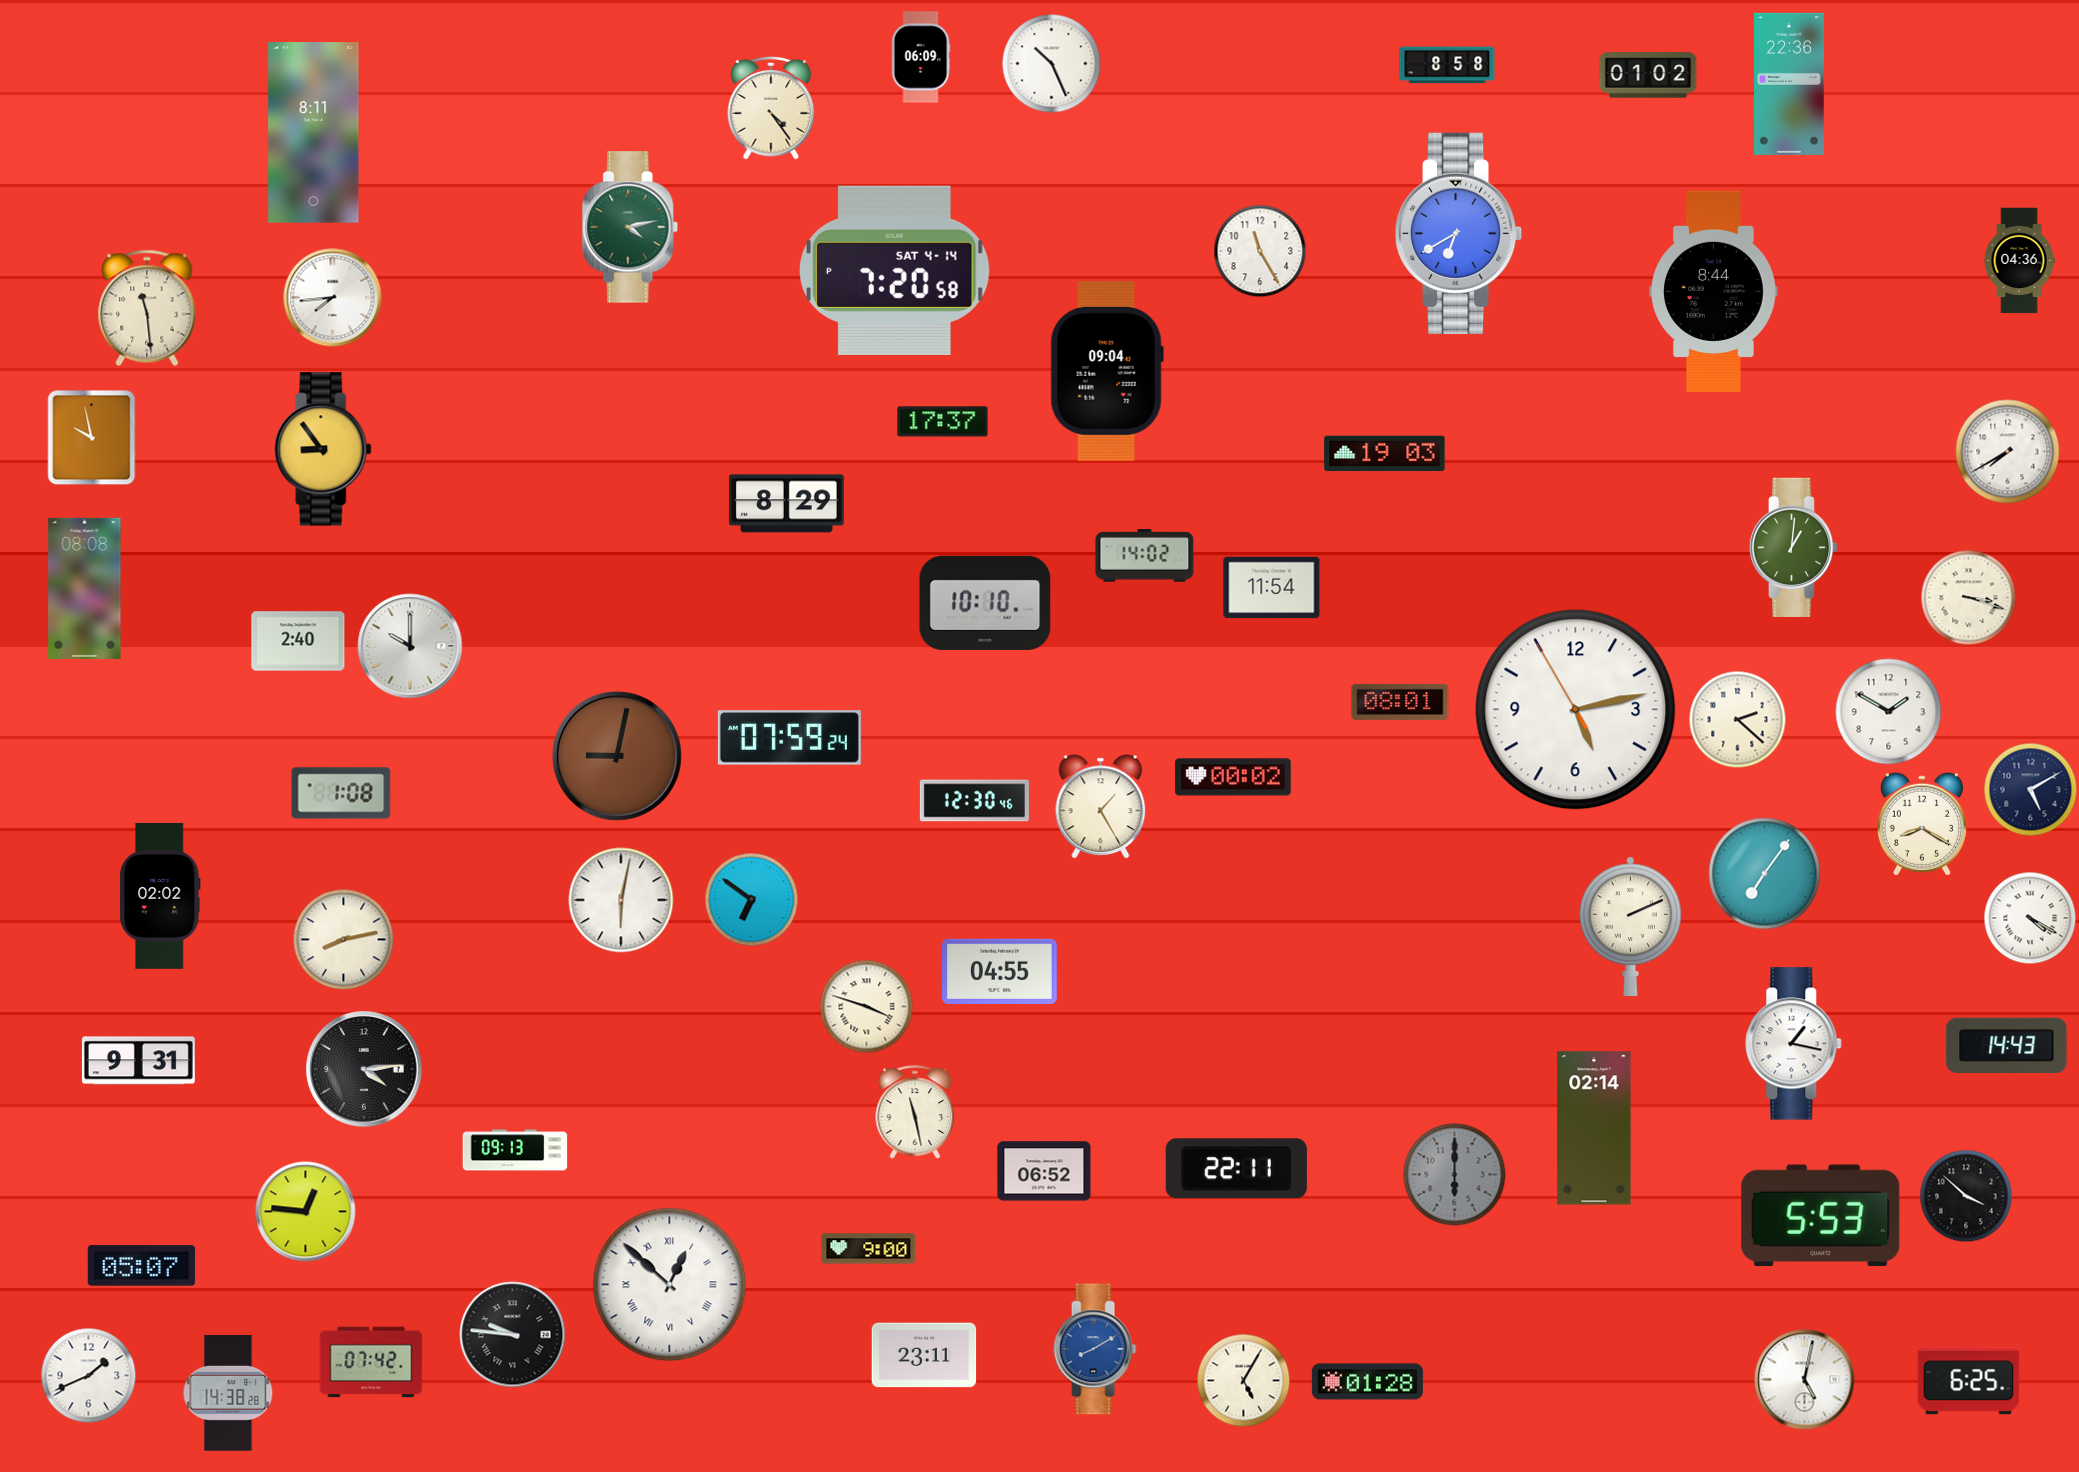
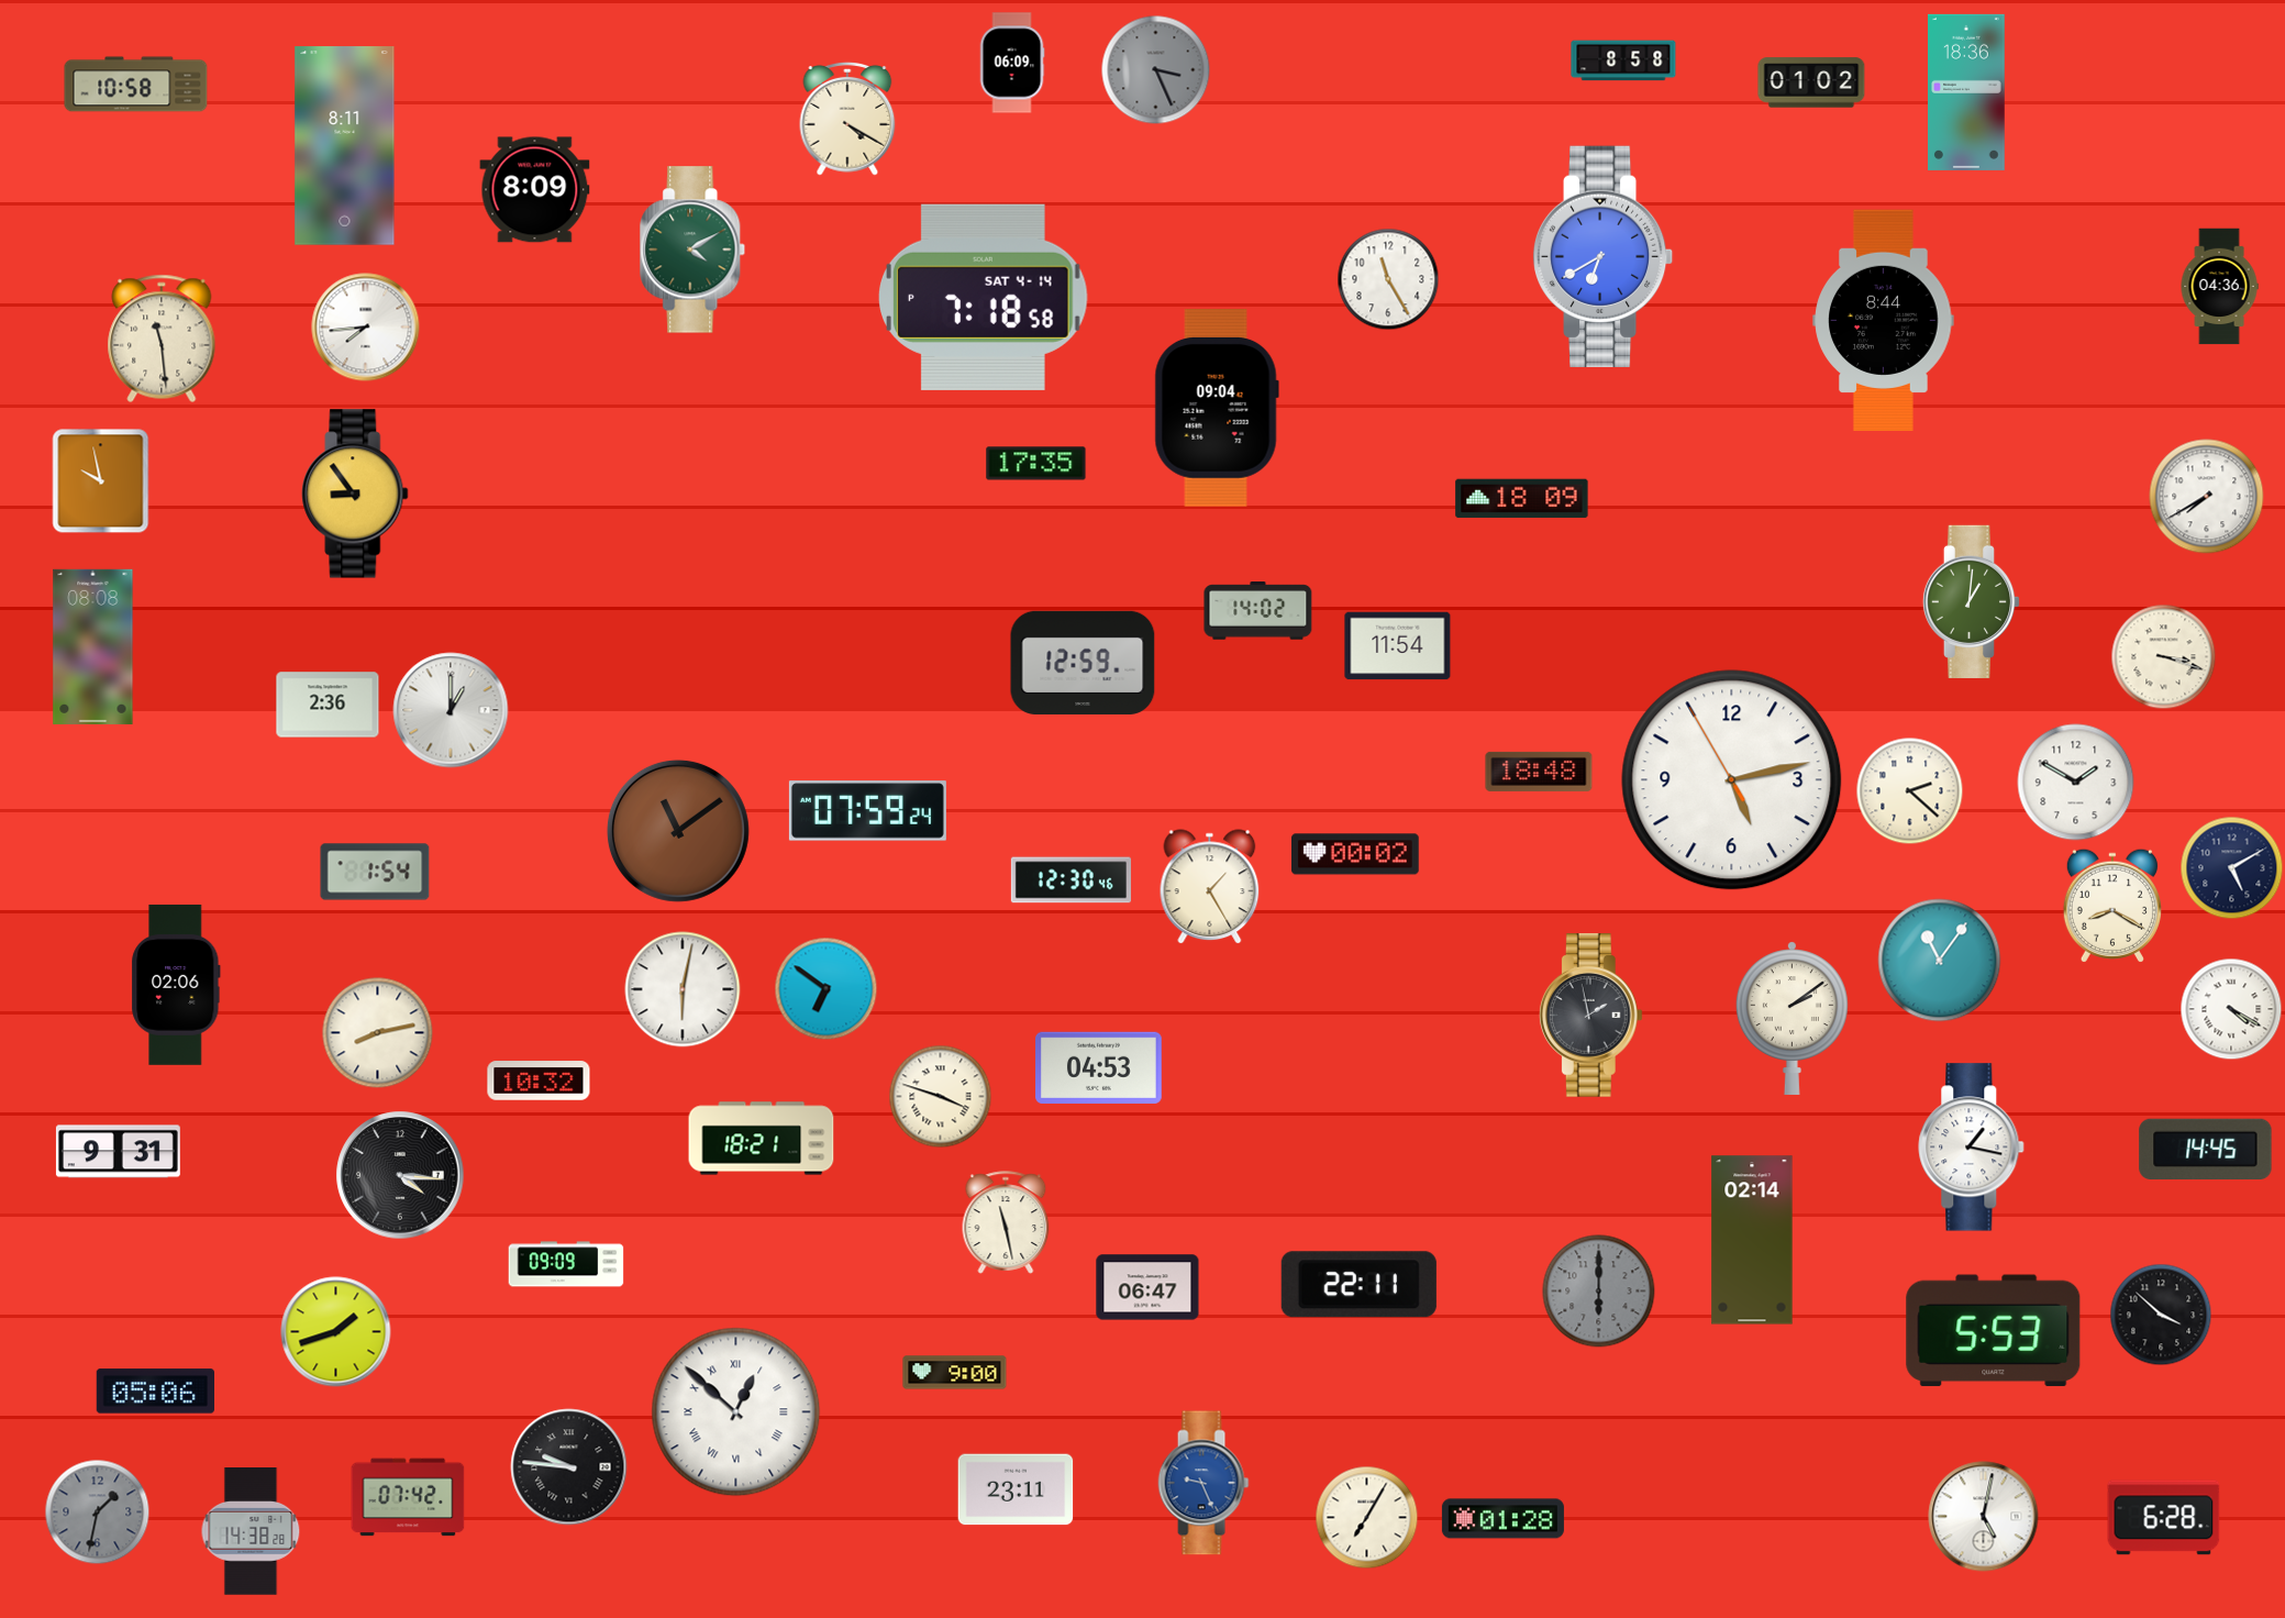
clock at (1052, 64): 10:26 -> 3:26
clock at (1052, 64) dial: white -> grey
clock at (1447, 65) position: (1447, 65) -> (1623, 60)
clock at (136, 85): none -> 10:58
clock at (1790, 84): 22:36 -> 18:36
clock at (771, 108): 4:24 -> 4:20
clock at (535, 190): none -> 8:09
clock at (631, 227): 4:13 -> 4:10
clock at (1260, 251) position: (1260, 251) -> (1388, 279)
clock at (895, 270): 7:20 -> 7:18
clock at (943, 422): 17:37 -> 17:35
clock at (1385, 454): 19:03 -> 18:09
clock at (786, 504): 8:29 -> none
clock at (985, 603): 10:10 -> 12:59
clock at (298, 641): 2:40 -> 2:36
clock at (410, 646): 10:00 -> 1:00
clock at (1400, 702): 08:01 -> 18:48
clock at (617, 756): 9:02 -> 11:09
clock at (341, 793): 1:08 -> 1:54
clock at (1765, 874): 7:06 -> 11:06
clock at (160, 896): 02:02 -> 02:06
clock at (1590, 1016): none -> 1:58
clock at (1630, 926): 2:11 -> 2:09
clock at (1000, 971): 04:55 -> 04:53
clock at (539, 1080): none -> 10:32
clock at (867, 1007) position: (867, 1007) -> (941, 1097)
clock at (762, 1139): none -> 18:21
clock at (2007, 1045): 14:43 -> 14:45
clock at (138, 1061) position: (138, 1061) -> (118, 1152)
clock at (364, 1069): 4:14 -> 4:16
clock at (515, 1150): 09:13 -> 09:09
clock at (1044, 1171): 06:52 -> 06:47
clock at (306, 1212): 12:46 -> 1:42
clock at (1821, 1216) position: (1821, 1216) -> (1994, 1331)
clock at (141, 1266): 05:07 -> 05:06
clock at (513, 1335) position: (513, 1335) -> (569, 1467)
clock at (1095, 1349): 8:10 -> 9:26
clock at (89, 1376): 1:41 -> 1:32
clock at (89, 1376) dial: white -> grey
clock at (1244, 1381): 5:05 -> 7:05
clock at (1969, 1381): 6:25 -> 6:28
